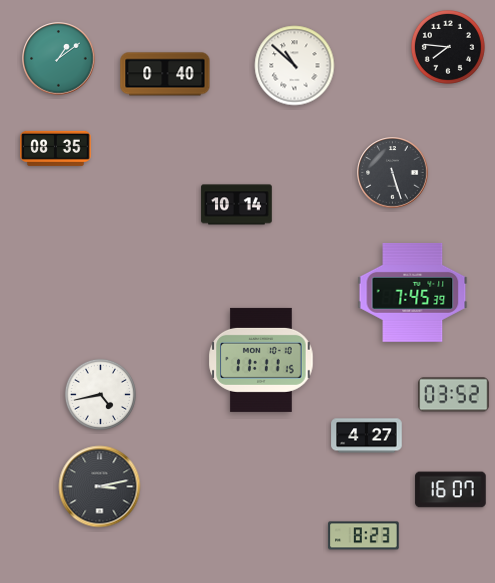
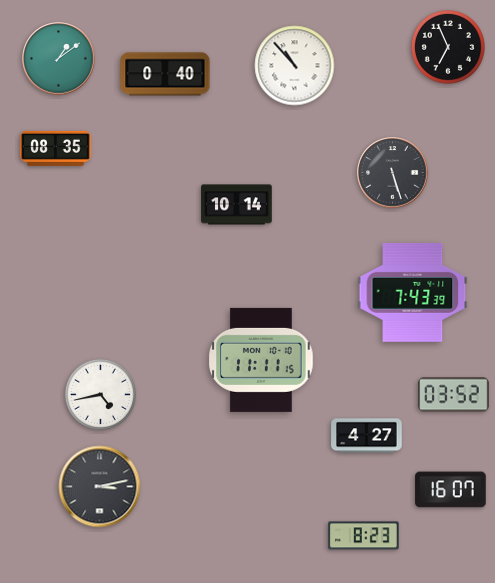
clock at (448, 47): 7:46 -> 6:56
clock at (295, 66): 10:52 -> 10:53
clock at (413, 292): 7:45 -> 7:43
